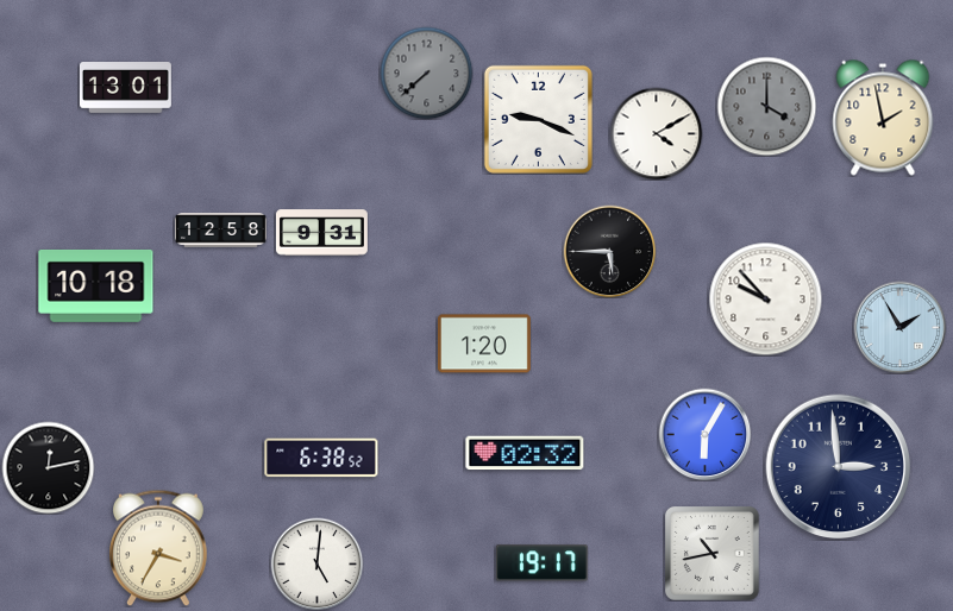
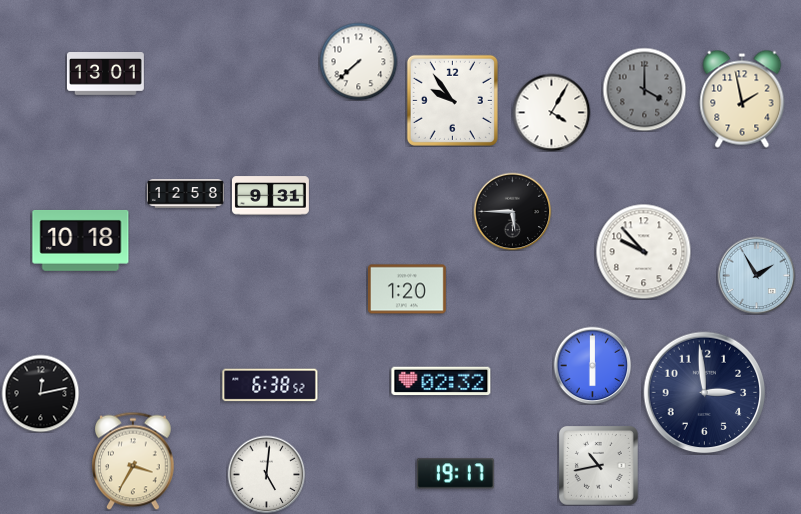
clock at (426, 73) dial: grey -> white
clock at (538, 119): 9:19 -> 9:54
clock at (656, 133): 4:10 -> 4:05
clock at (704, 434): 6:05 -> 6:00
